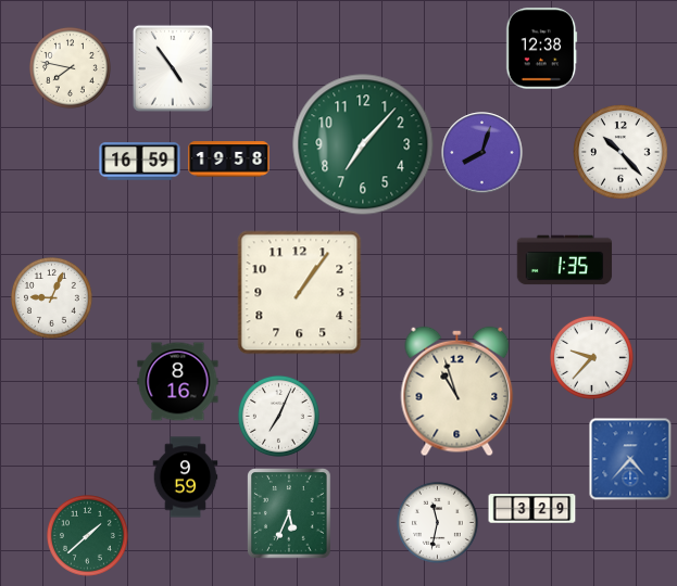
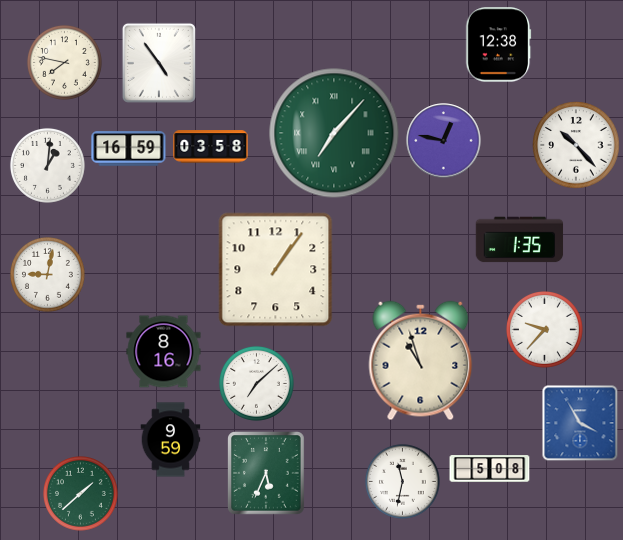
clock at (363, 144) numerals: Arabic -> Roman
clock at (620, 152) position: (620, 152) -> (576, 145)
clock at (482, 153): 8:03 -> 12:47
clock at (229, 160): 19:58 -> 03:58
clock at (47, 165): none -> 1:01
clock at (51, 297): 9:04 -> 9:02
clock at (278, 416): 7:04 -> 7:08
clock at (630, 459): 4:37 -> 3:55
clock at (532, 509): 3:29 -> 5:08
